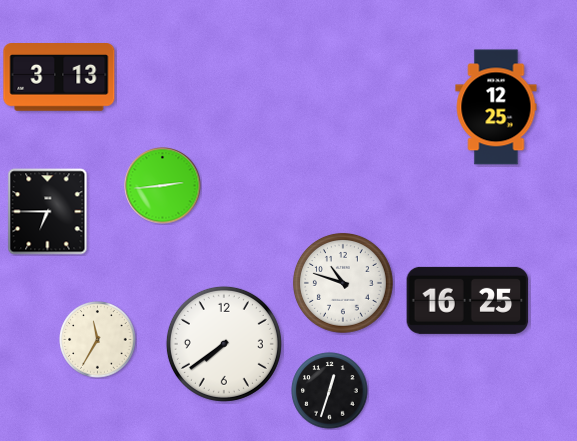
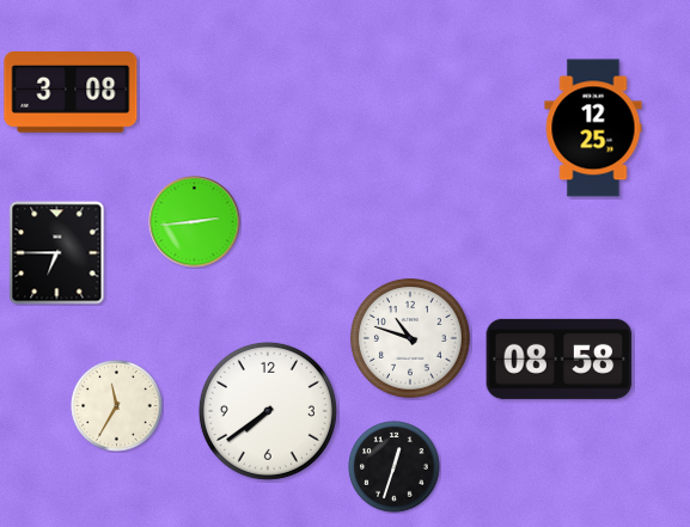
clock at (59, 78): 3:13 -> 3:08
clock at (468, 300): 16:25 -> 08:58
